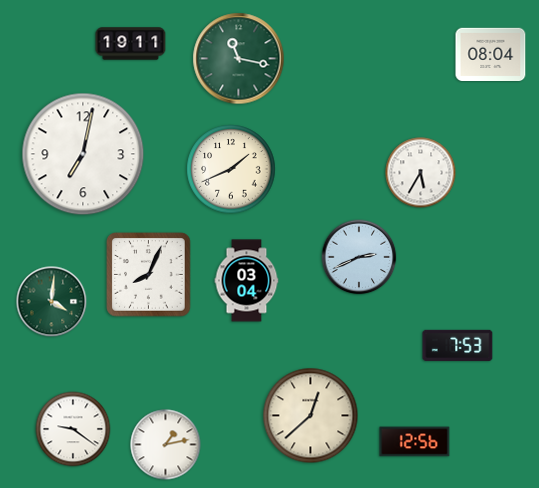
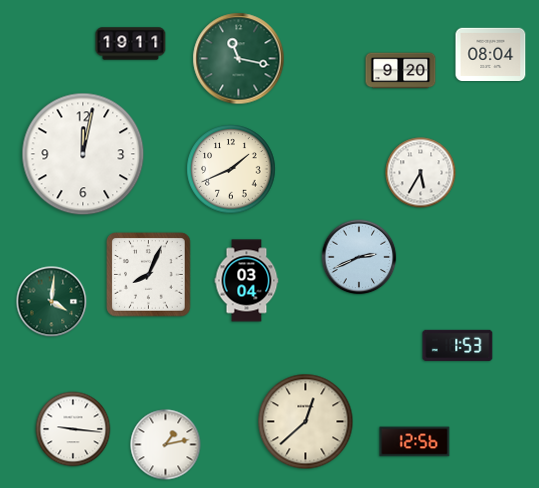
clock at (401, 71): none -> 9:20
clock at (83, 154): 7:02 -> 12:02
clock at (458, 345): 7:53 -> 1:53
clock at (311, 416) position: (311, 416) -> (306, 422)
clock at (73, 429): 9:21 -> 9:16
